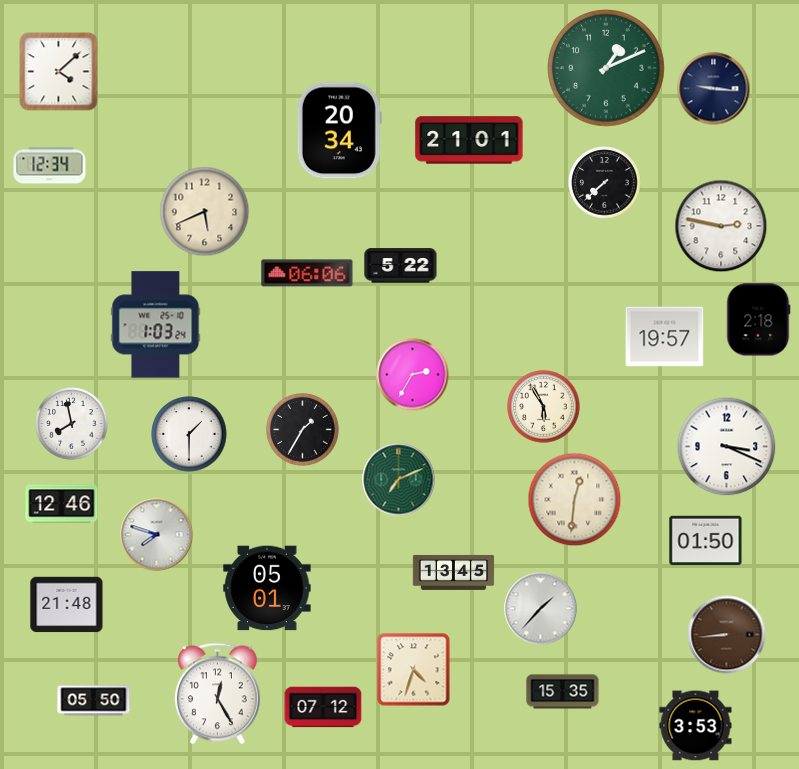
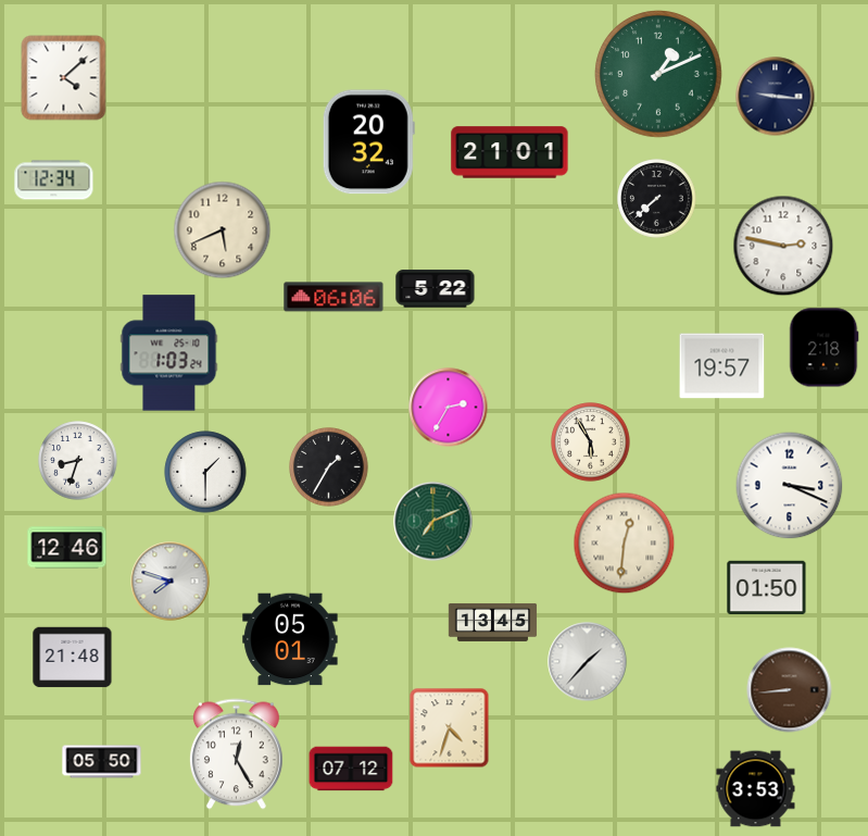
clock at (339, 131): 20:34 -> 20:32
clock at (72, 424): 7:58 -> 8:33
clock at (563, 692): 15:35 -> none
